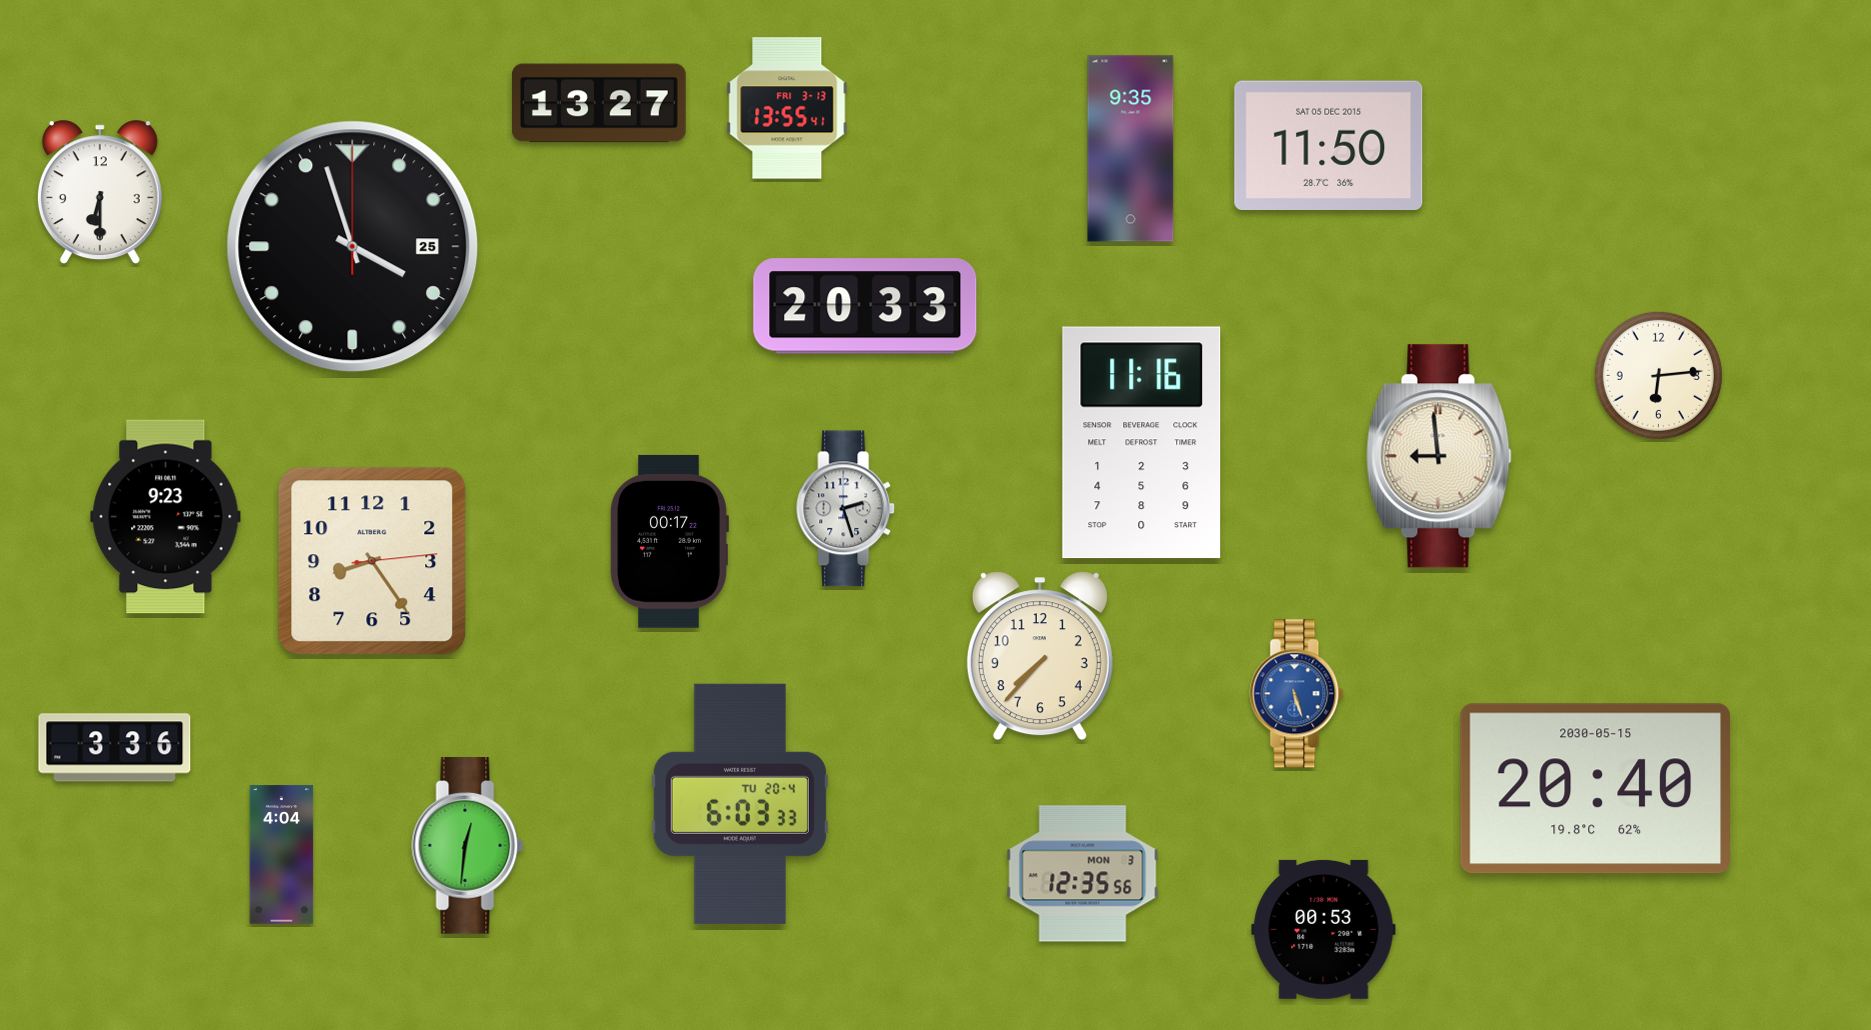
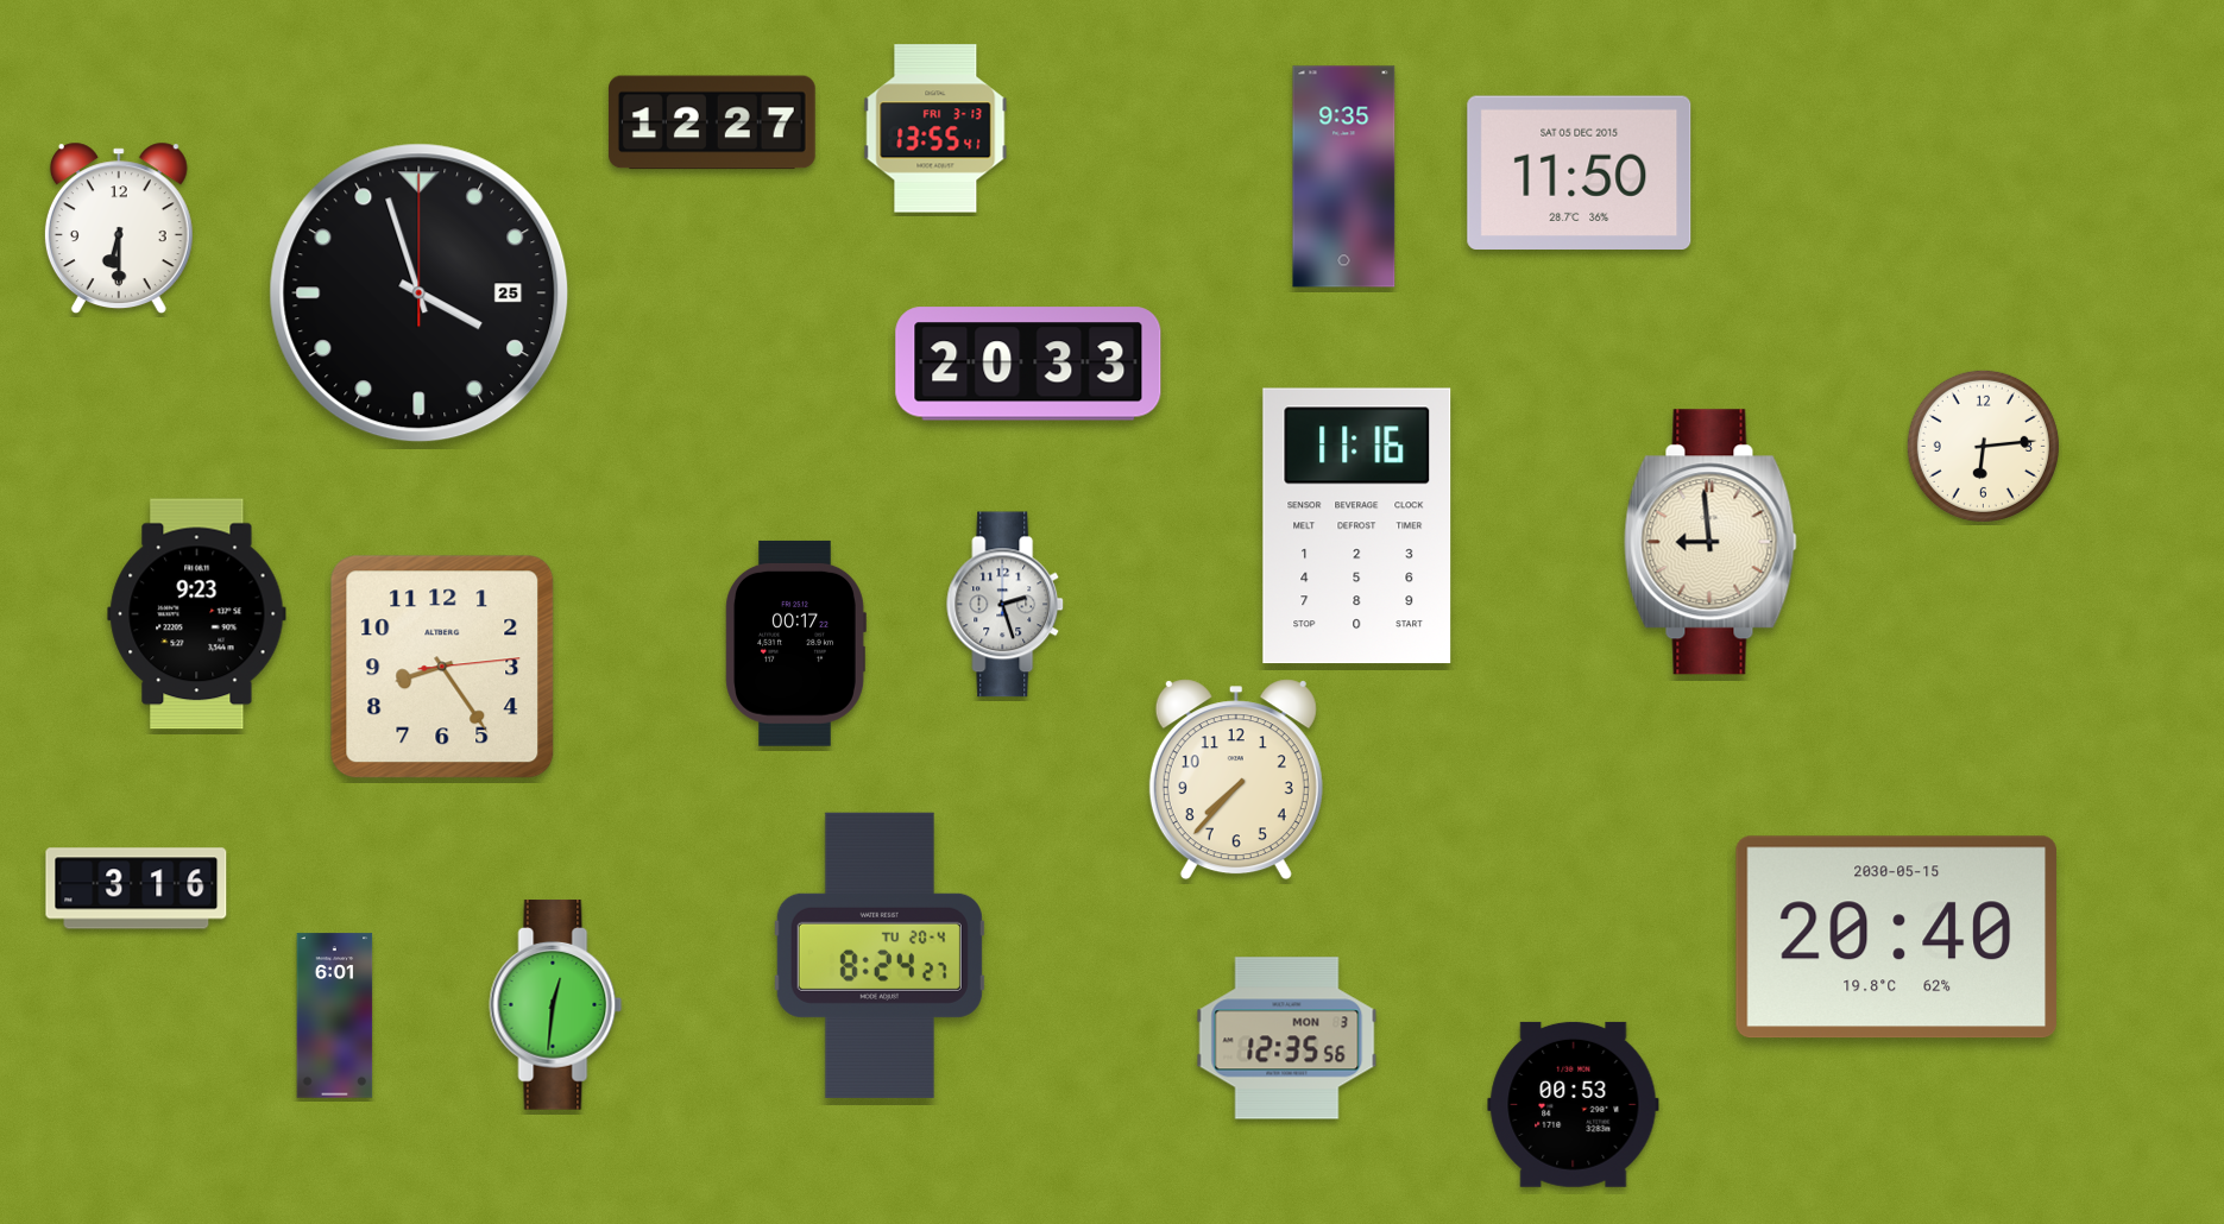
clock at (599, 103): 13:27 -> 12:27
clock at (1658, 375) position: (1658, 375) -> (1983, 446)
clock at (1297, 694): 5:27 -> none
clock at (115, 748): 3:36 -> 3:16
clock at (740, 804): 6:03 -> 8:24
clock at (282, 855): 4:04 -> 6:01
